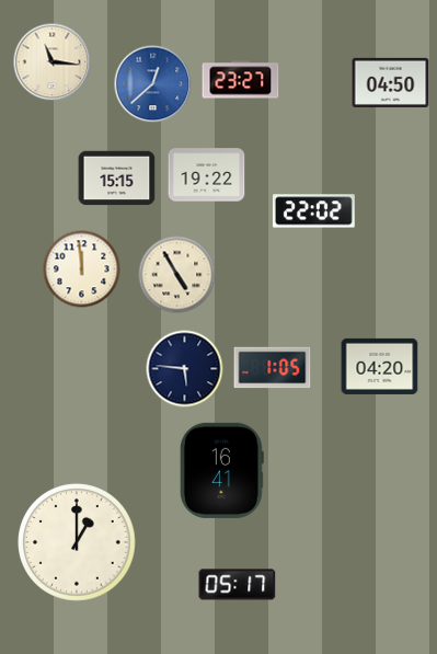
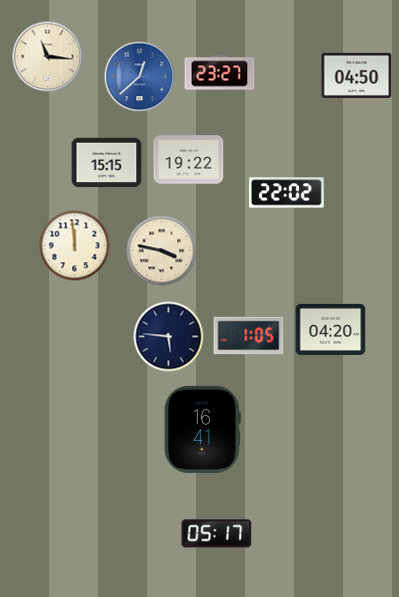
clock at (177, 275): 4:55 -> 3:47
clock at (380, 366) position: (380, 366) -> (331, 329)
clock at (77, 542): 1:00 -> none
